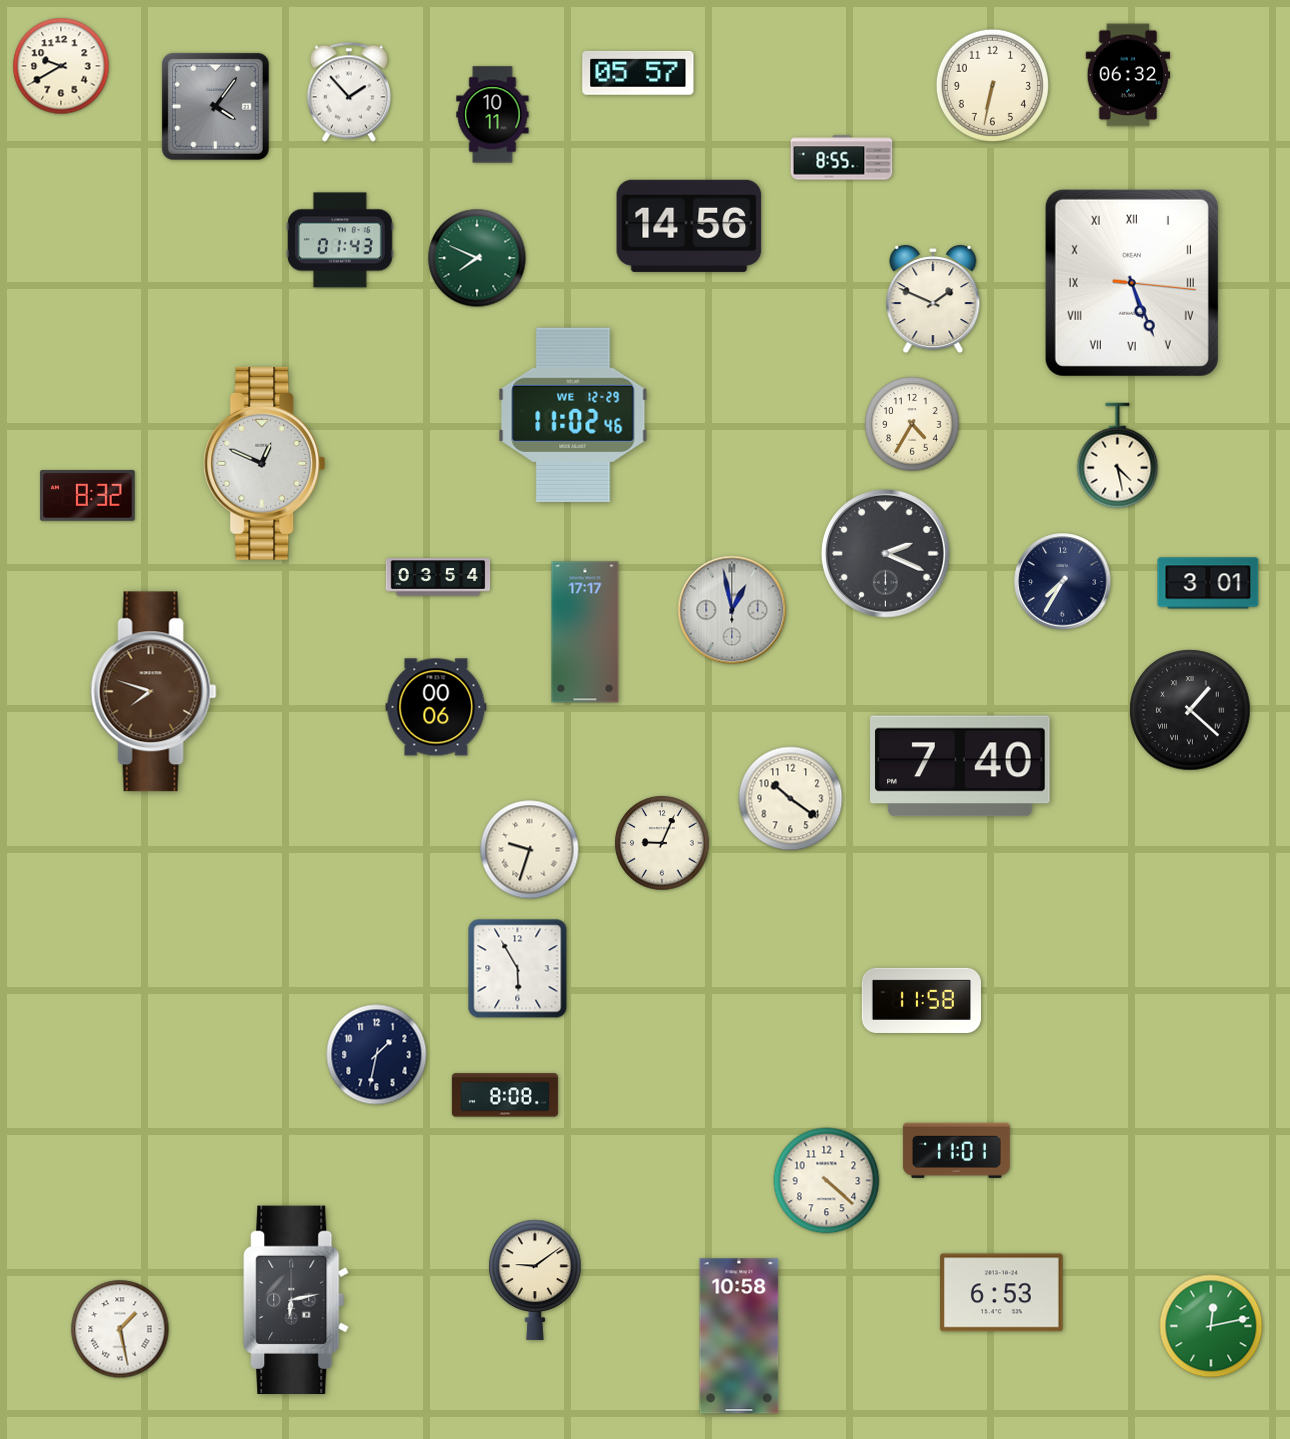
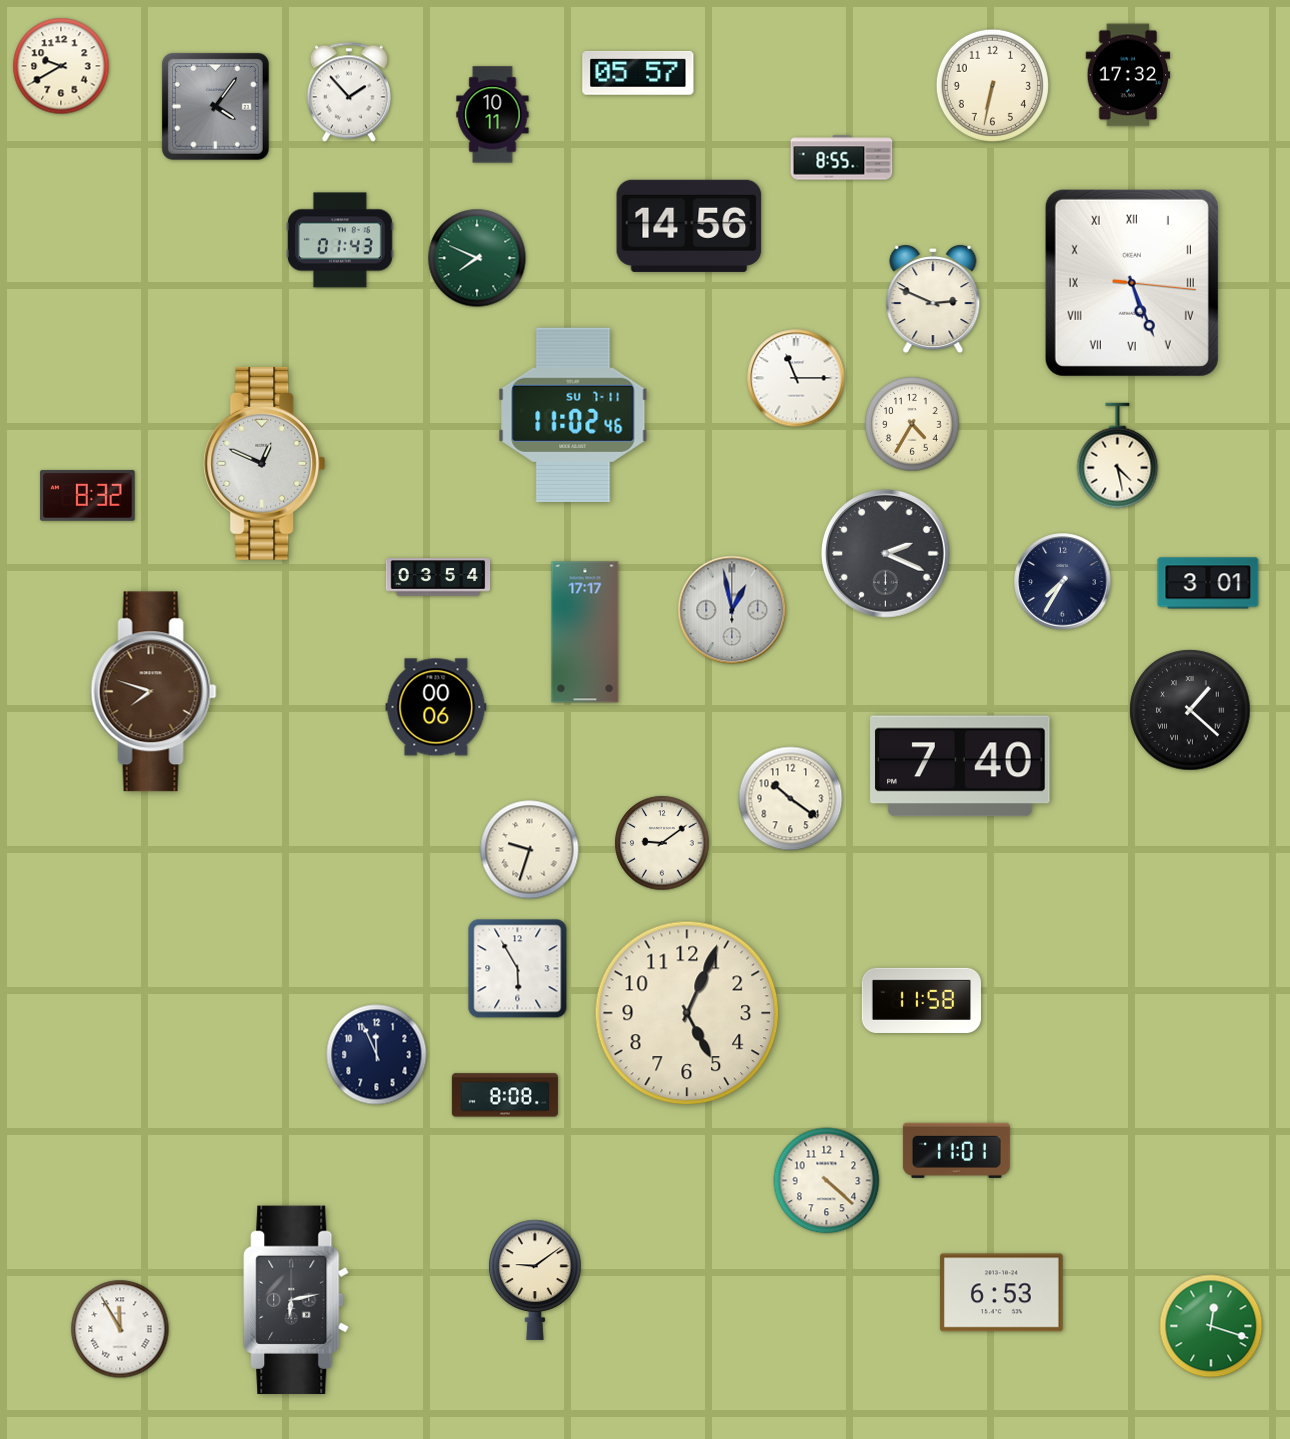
clock at (1128, 75): 06:32 -> 17:32
clock at (933, 299): 1:49 -> 2:49
clock at (796, 378): none -> 11:15
clock at (573, 415) date: WE 12-29 -> SU 7-11
clock at (662, 843): 9:04 -> 9:09
clock at (687, 1013): none -> 5:04
clock at (377, 1055): 1:32 -> 11:56
clock at (1211, 1326): 12:13 -> 12:18
clock at (120, 1329): 1:28 -> 11:55
clock at (739, 1336): 10:58 -> none
